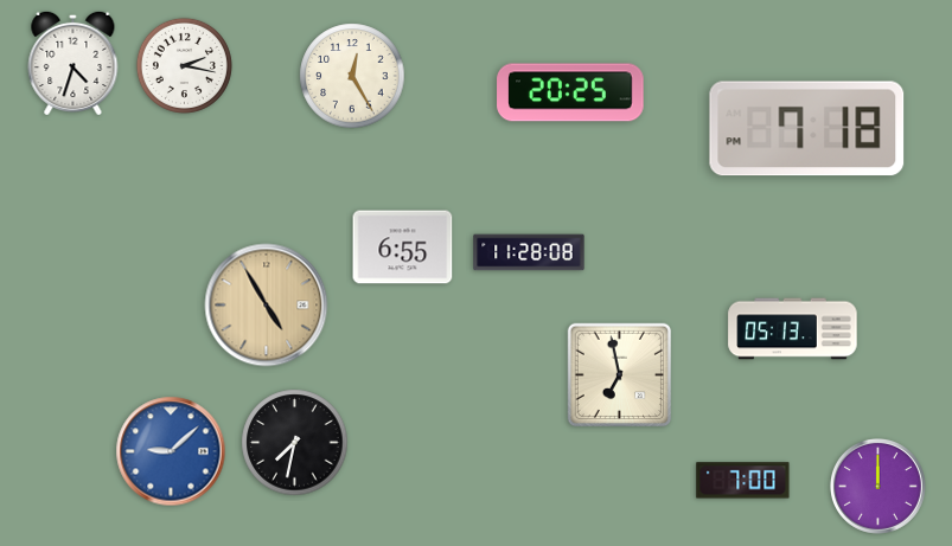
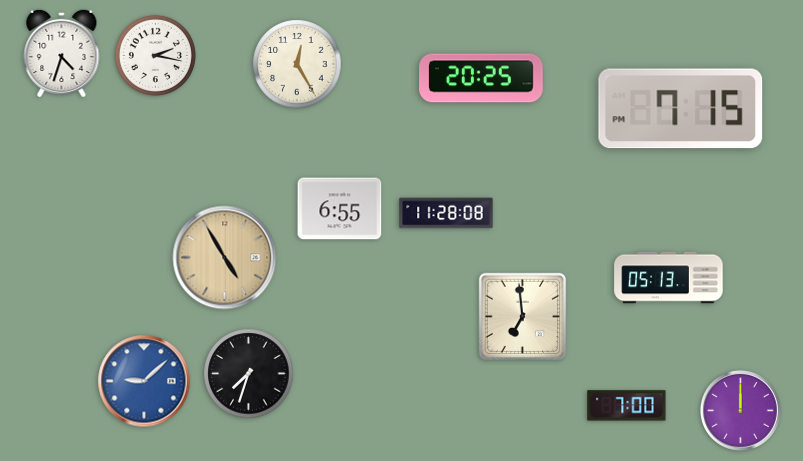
clock at (807, 129): 7:18 -> 7:15
clock at (620, 375): 6:58 -> 6:59
clock at (295, 443): 7:32 -> 7:33
